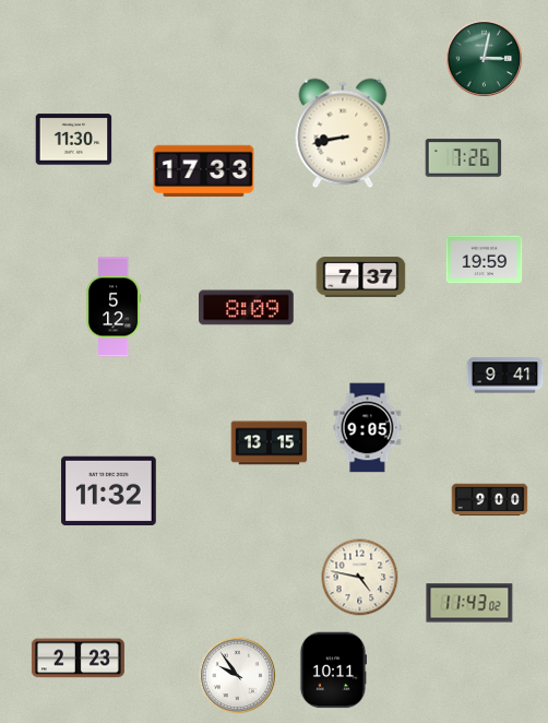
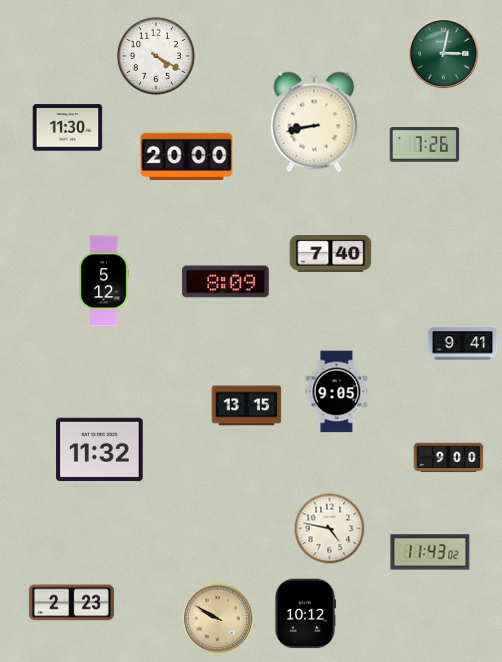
clock at (156, 56): none -> 4:20
clock at (204, 170): 17:33 -> 20:00
clock at (485, 260): 19:59 -> none
clock at (361, 277): 7:37 -> 7:40
clock at (332, 671): 10:11 -> 10:12
clock at (238, 676): 9:54 -> 9:50
clock at (238, 676) dial: white -> champagne
